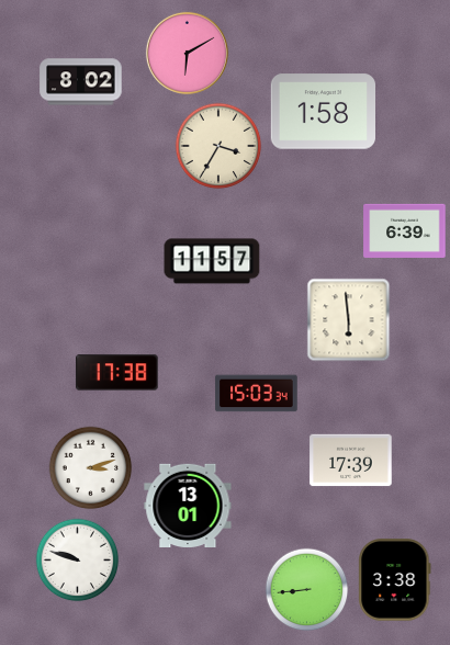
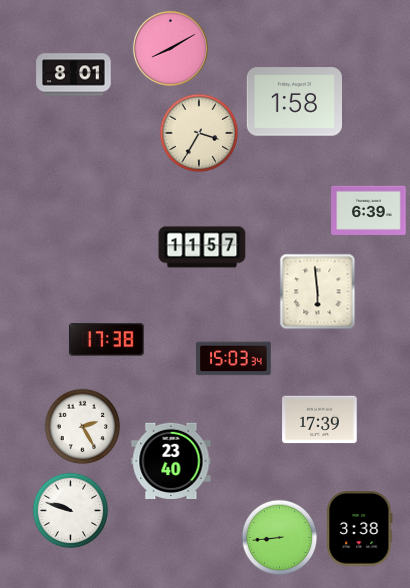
clock at (187, 53): 6:10 -> 8:10
clock at (81, 82): 8:02 -> 8:01
clock at (212, 261) position: (212, 261) -> (202, 247)
clock at (91, 468): 3:12 -> 2:25
clock at (188, 505): 13:01 -> 23:40
